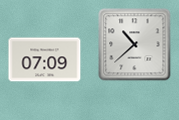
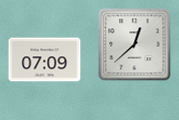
clock at (135, 45): 10:38 -> 12:38
